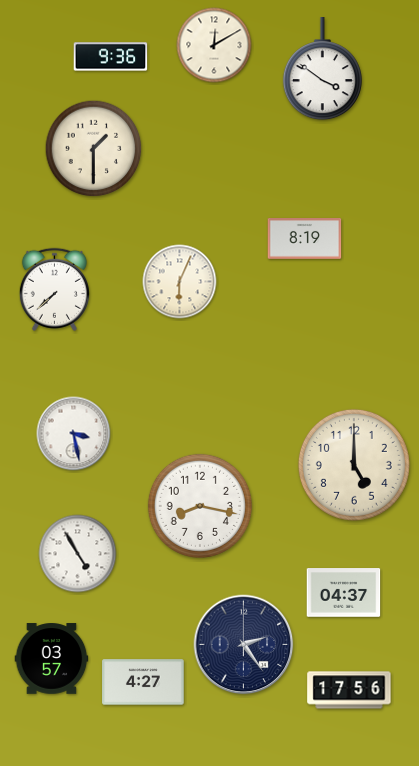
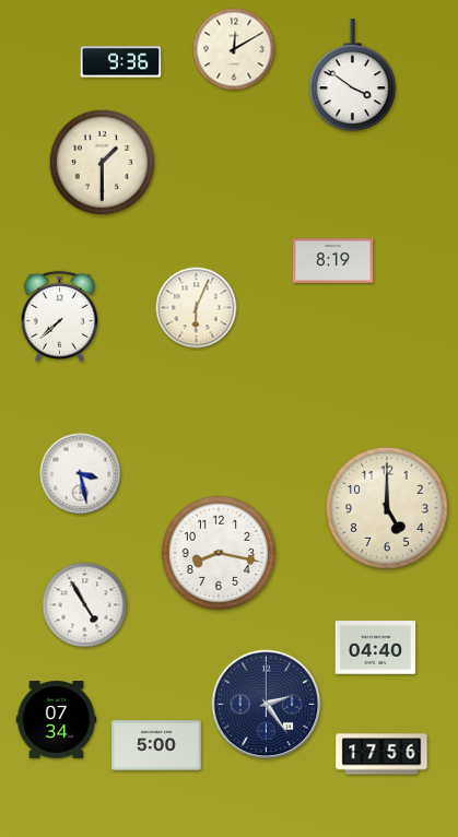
clock at (344, 593): 04:37 -> 04:40
clock at (52, 659): 03:57 -> 07:34
clock at (143, 682): 4:27 -> 5:00
